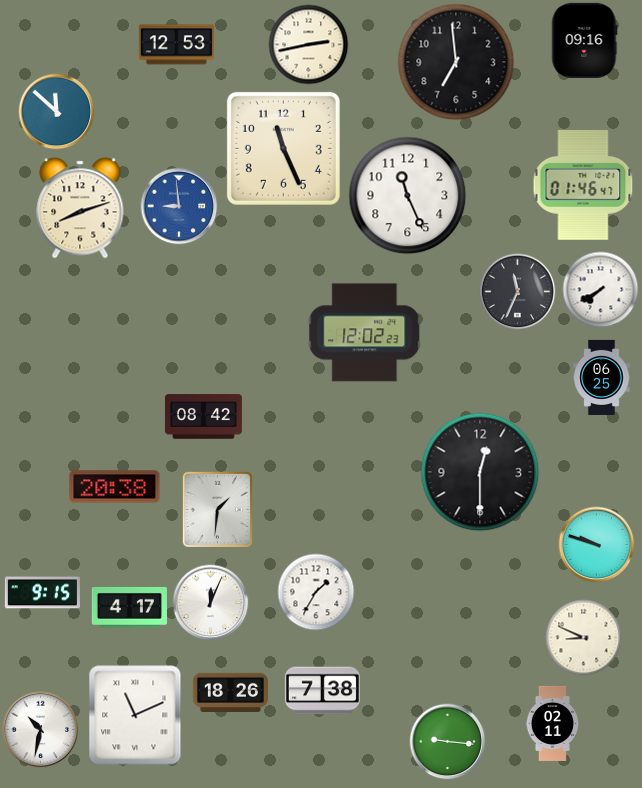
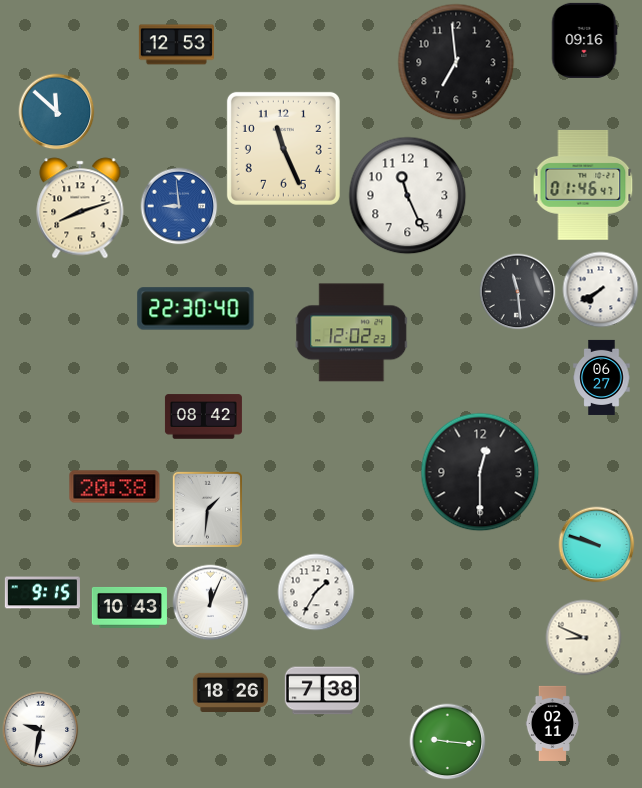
clock at (309, 45): 2:43 -> none
clock at (518, 292): 11:34 -> 11:29
clock at (196, 309): none -> 22:30
clock at (365, 333) position: (365, 333) -> (352, 333)
clock at (602, 377): 06:25 -> 06:27
clock at (217, 509) position: (217, 509) -> (207, 509)
clock at (129, 608): 4:17 -> 10:43
clock at (135, 715): 11:11 -> none
clock at (41, 730): 10:32 -> 9:32
